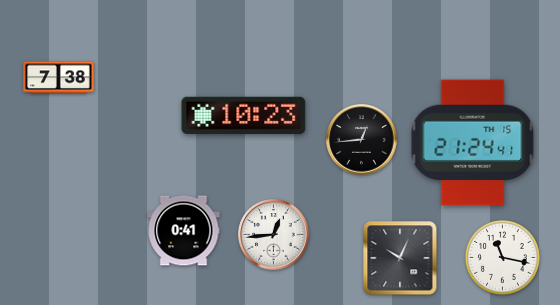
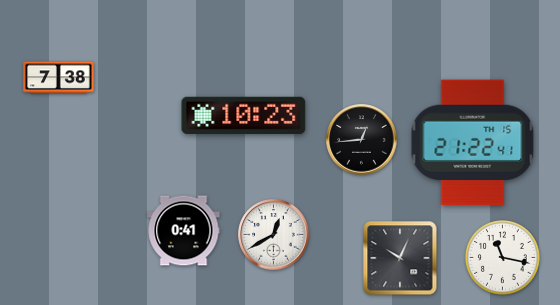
clock at (473, 143): 21:24 -> 21:22
clock at (274, 235): 12:44 -> 12:40
